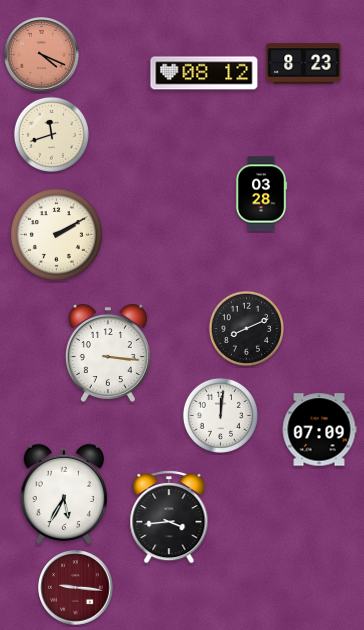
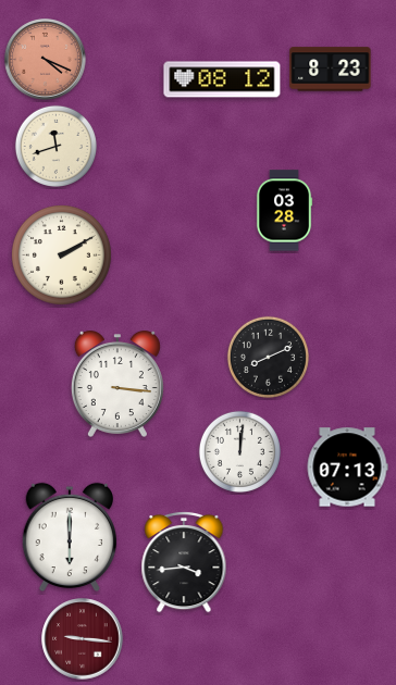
clock at (319, 430): 07:09 -> 07:13
clock at (63, 494): 5:35 -> 6:00
